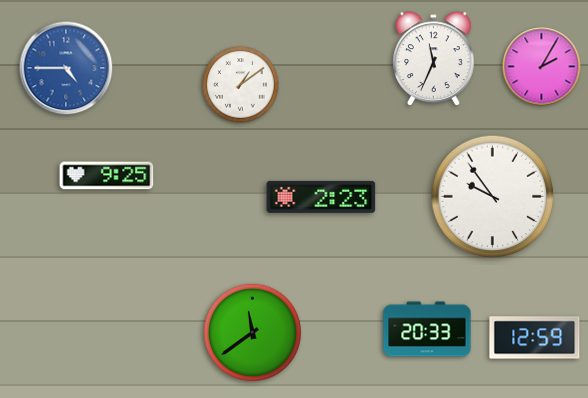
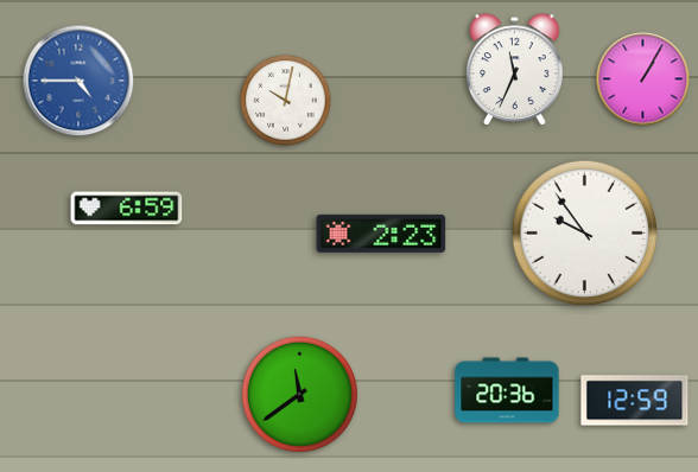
clock at (542, 67): 2:05 -> 1:05
clock at (241, 85): 1:09 -> 10:02
clock at (107, 176): 9:25 -> 6:59
clock at (427, 329): 20:33 -> 20:36
